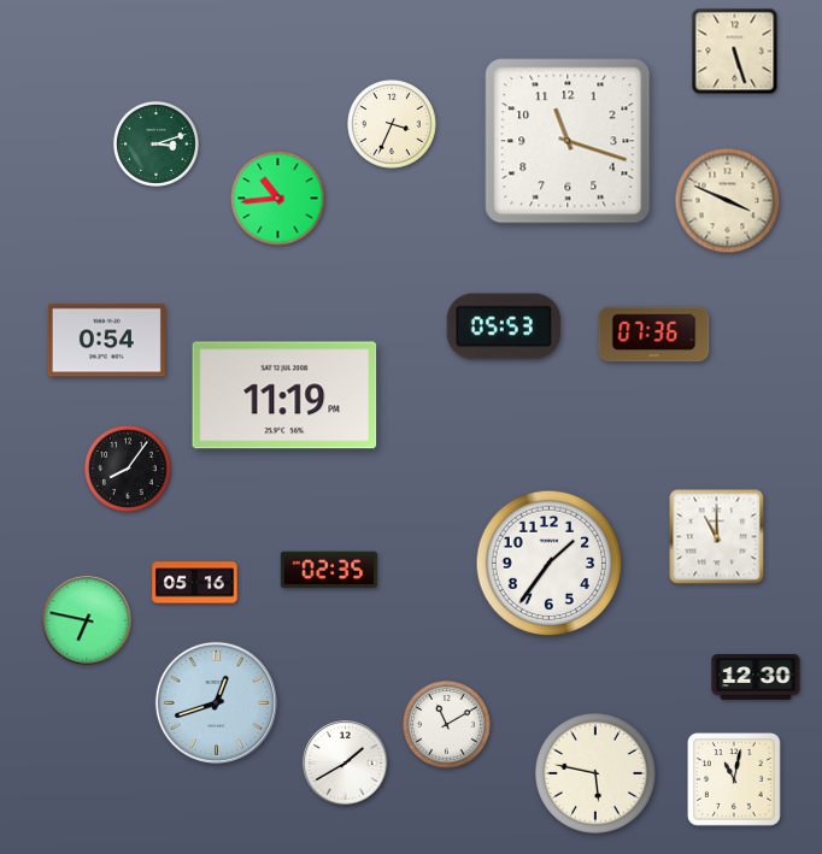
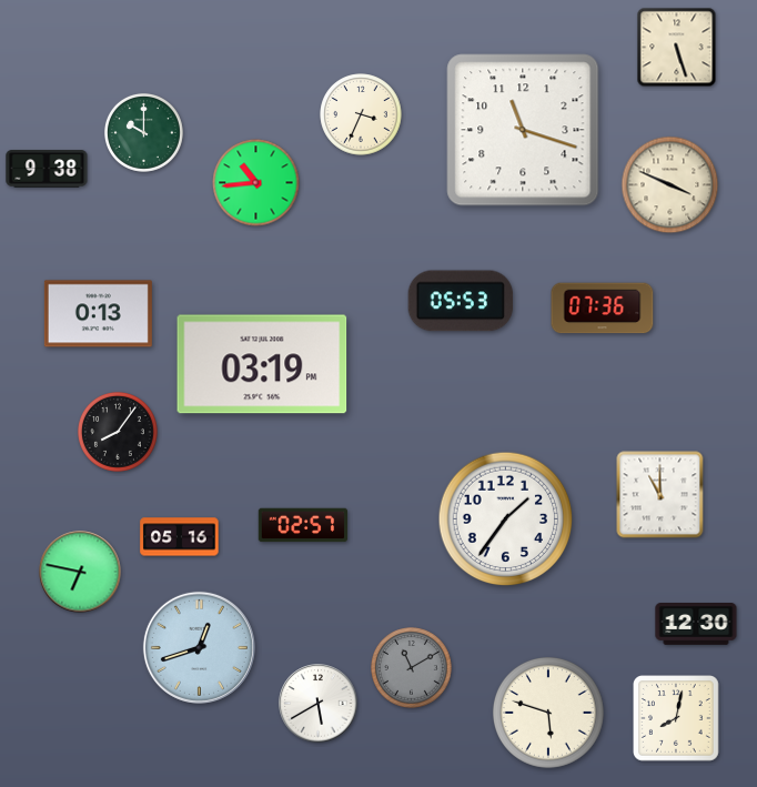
clock at (155, 143): 3:12 -> 10:00
clock at (47, 169): none -> 9:38
clock at (504, 326) position: (504, 326) -> (461, 301)
clock at (106, 341): 0:54 -> 0:13
clock at (284, 395): 11:19 -> 03:19
clock at (329, 570): 02:35 -> 02:57
clock at (447, 725) dial: white -> grey
clock at (346, 764): 1:40 -> 5:40
clock at (595, 773): 5:47 -> 5:48
clock at (735, 781): 11:02 -> 8:02
